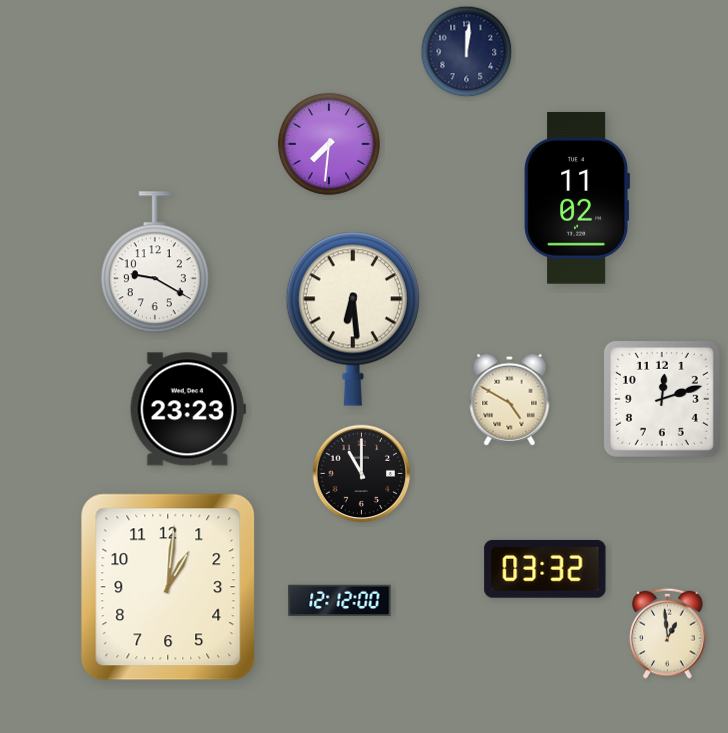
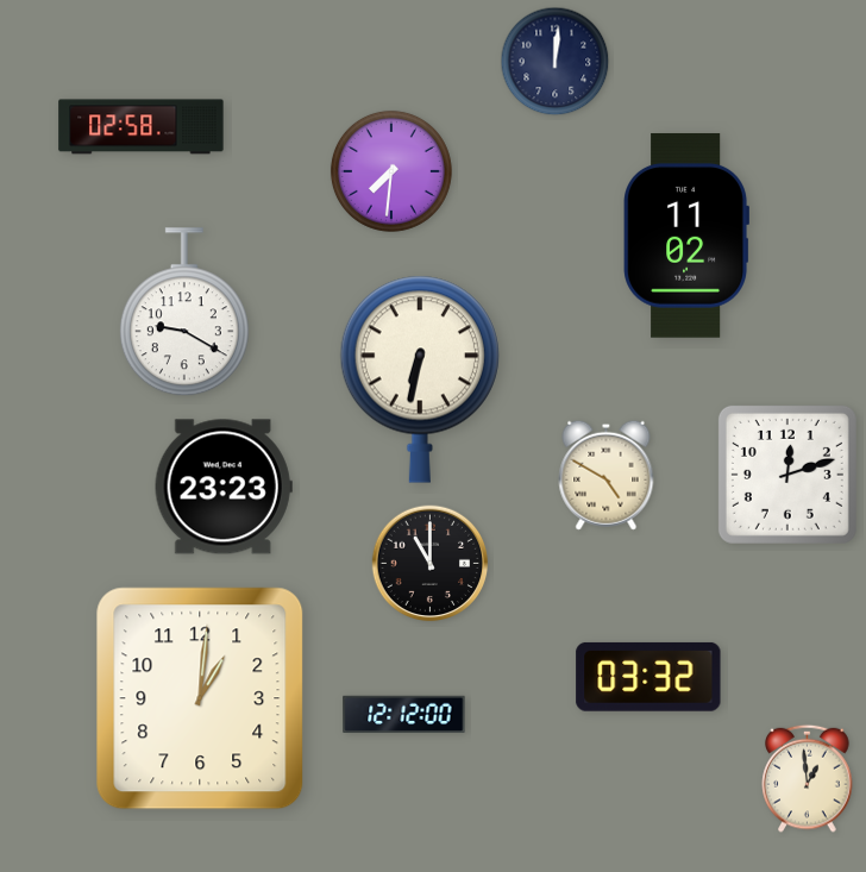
clock at (142, 127): none -> 02:58
clock at (353, 319): 6:29 -> 6:32
clock at (668, 633) position: (668, 633) -> (808, 778)
